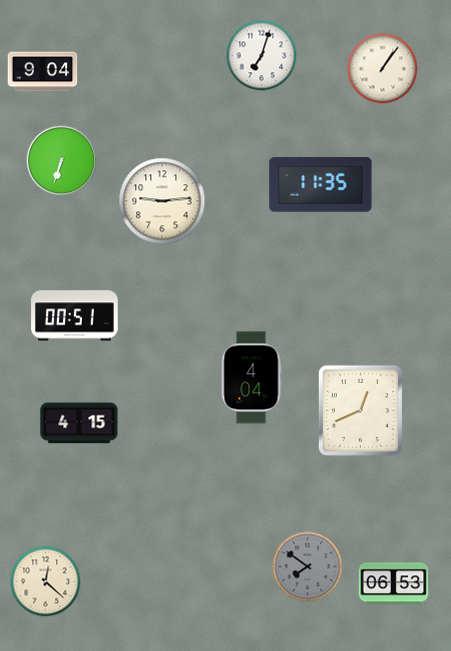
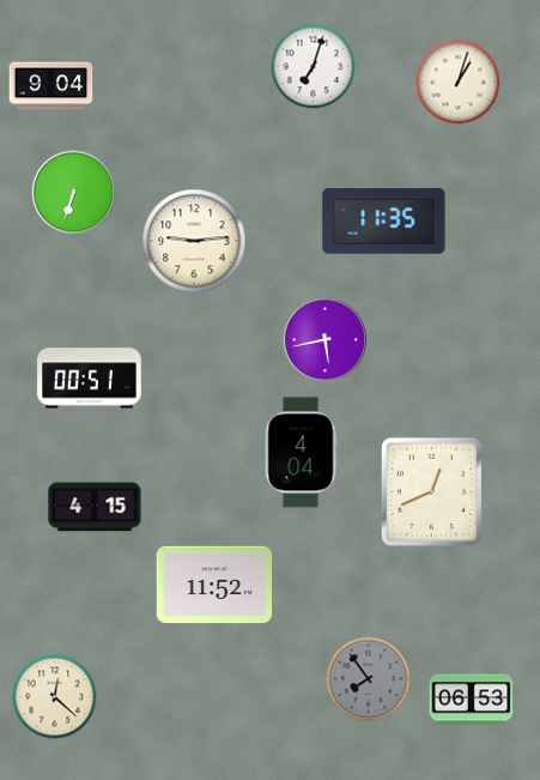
clock at (383, 69): 1:06 -> 1:03
clock at (326, 340): none -> 5:43
clock at (214, 585): none -> 11:52
clock at (308, 567): 7:51 -> 7:54
